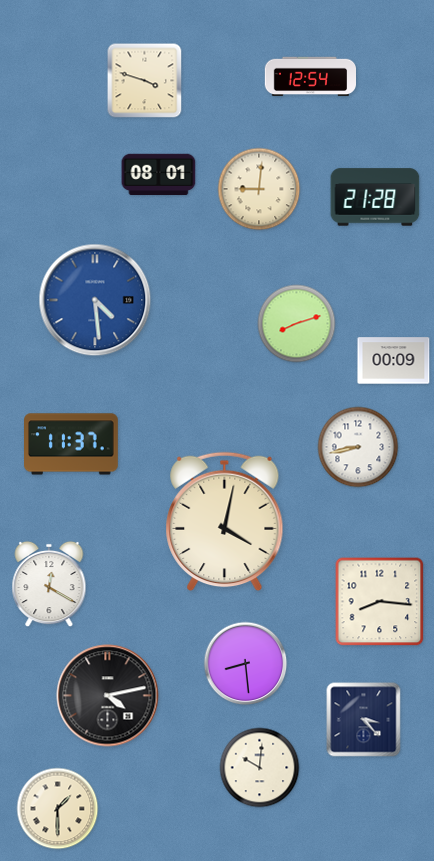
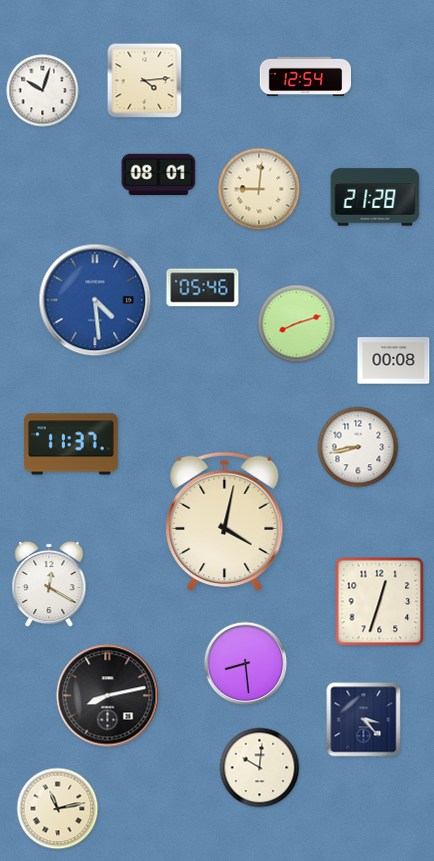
clock at (310, 77) position: (310, 77) -> (305, 77)
clock at (145, 81): 3:48 -> 4:14
clock at (43, 91): none -> 10:03
clock at (203, 288): none -> 05:46
clock at (394, 361): 00:09 -> 00:08
clock at (380, 602): 8:16 -> 12:33
clock at (108, 696): 4:13 -> 8:13
clock at (58, 809): 1:30 -> 11:13
